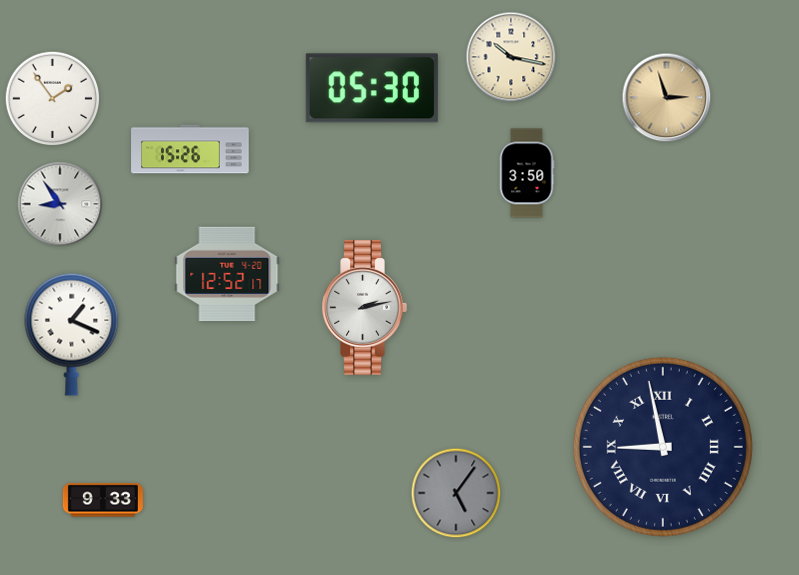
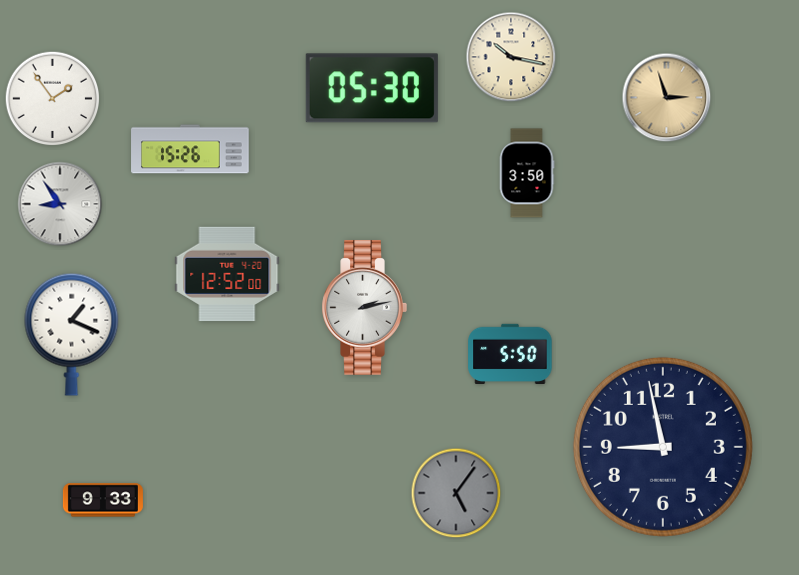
clock at (227, 274): 12:52:17 -> 12:52:00
clock at (510, 353): none -> 5:50
clock at (663, 447) numerals: Roman -> Arabic
